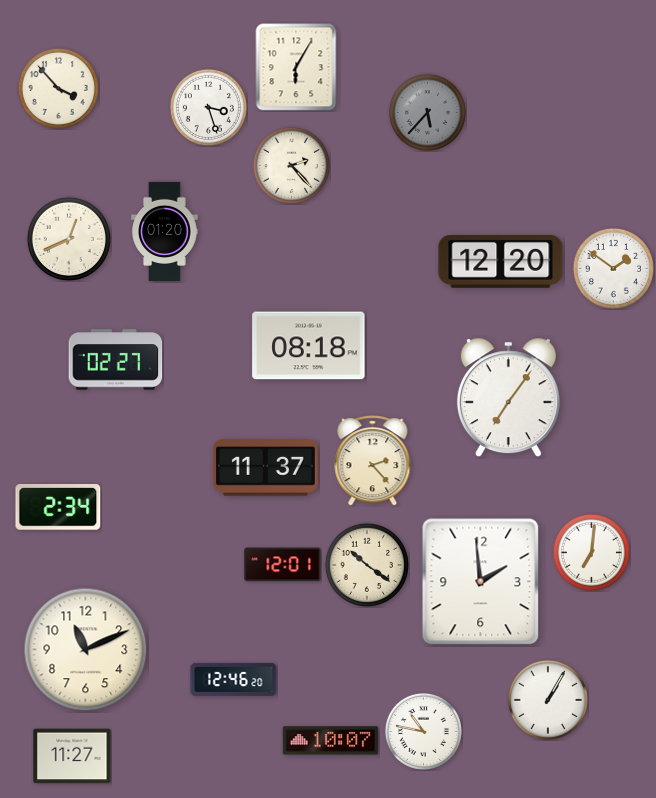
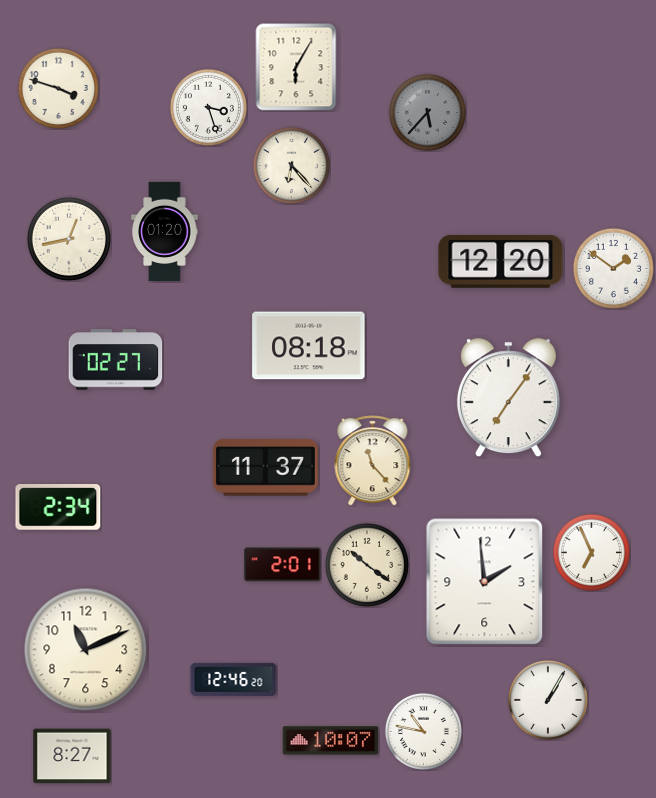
clock at (58, 88): 3:53 -> 3:48
clock at (291, 165): 2:23 -> 6:23
clock at (69, 239): 12:41 -> 12:43
clock at (373, 461): 2:23 -> 11:23
clock at (591, 552): 7:01 -> 6:56
clock at (283, 565): 12:01 -> 2:01
clock at (481, 582) position: (481, 582) -> (485, 582)
clock at (72, 756): 11:27 -> 8:27
